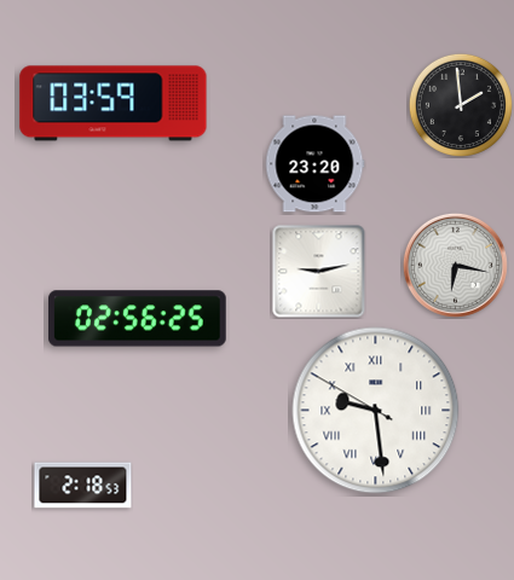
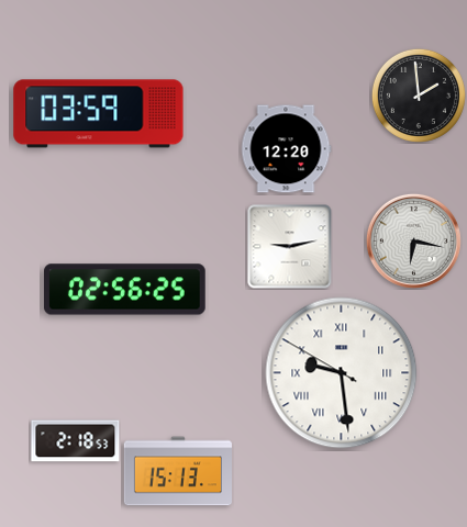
clock at (114, 104) position: (114, 104) -> (99, 114)
clock at (314, 164): 23:20 -> 12:20
clock at (178, 471): none -> 15:13
